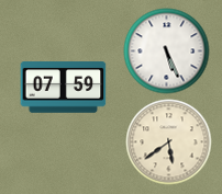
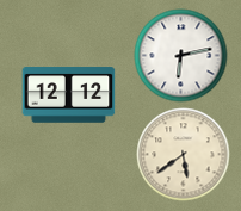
clock at (166, 50): 5:26 -> 6:13
clock at (63, 88): 07:59 -> 12:12
